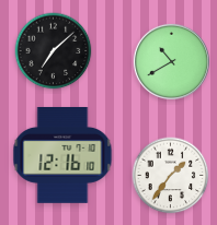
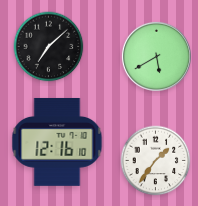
clock at (171, 61): 10:40 -> 5:40
